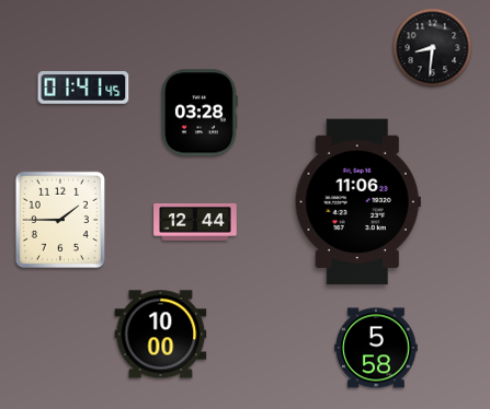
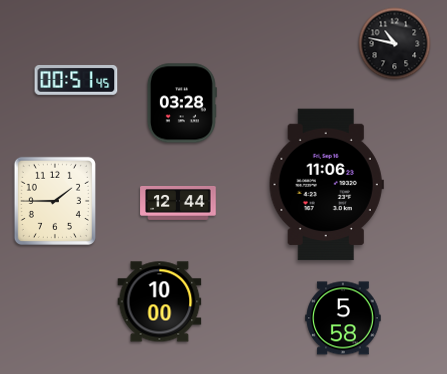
clock at (433, 48): 8:31 -> 10:47
clock at (83, 87): 01:41 -> 00:51
clock at (161, 335) position: (161, 335) -> (160, 302)
